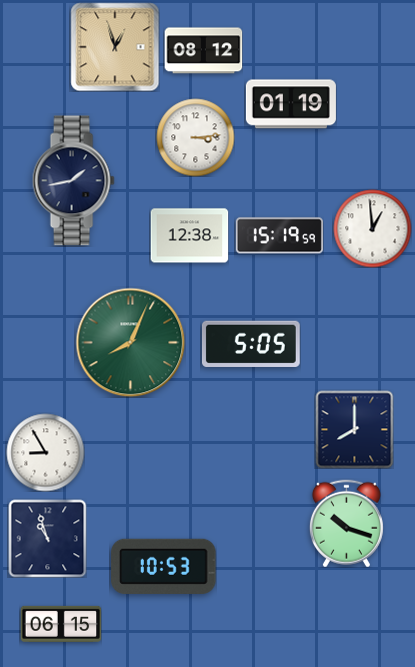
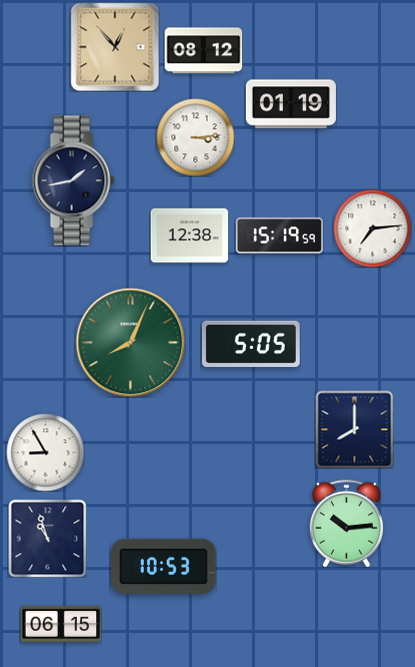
clock at (115, 47): 12:57 -> 12:53
clock at (372, 228): 12:59 -> 7:14
clock at (346, 523): 10:18 -> 10:14
